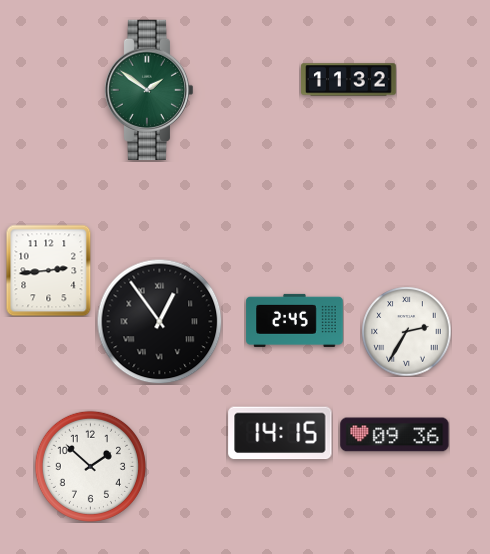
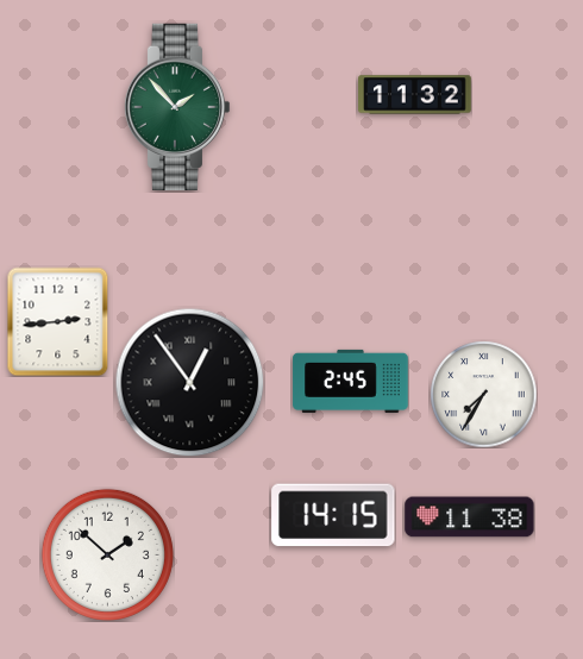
clock at (149, 89): 1:51 -> 1:53
clock at (406, 331): 2:35 -> 7:35
clock at (395, 435): 09:36 -> 11:38
